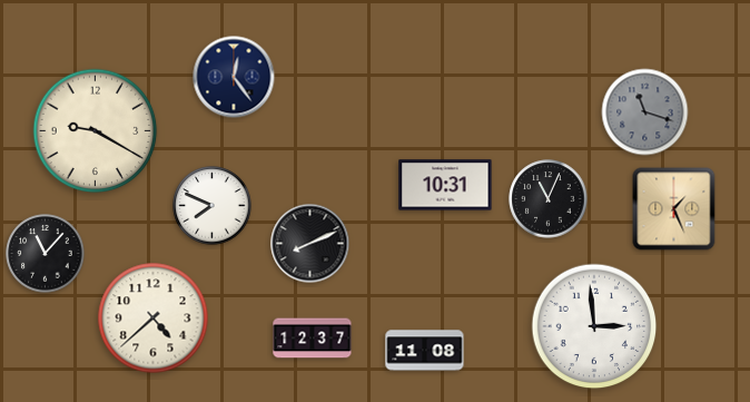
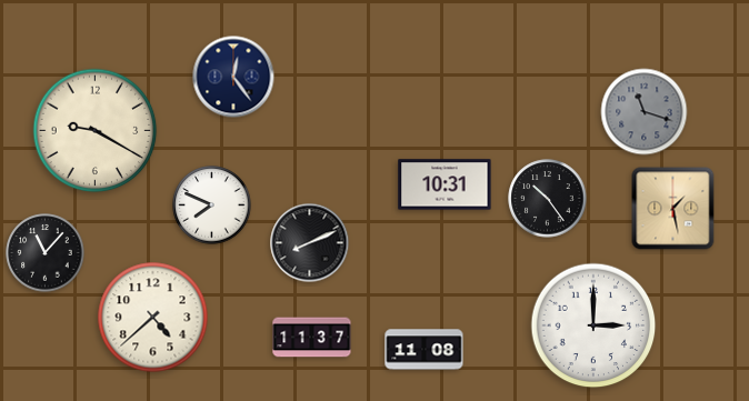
clock at (549, 199): 11:04 -> 10:24
clock at (674, 209): 1:26 -> 1:28
clock at (594, 326): 2:59 -> 3:00
clock at (313, 339): 12:37 -> 11:37
